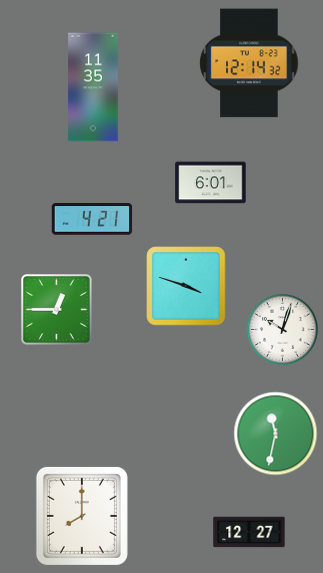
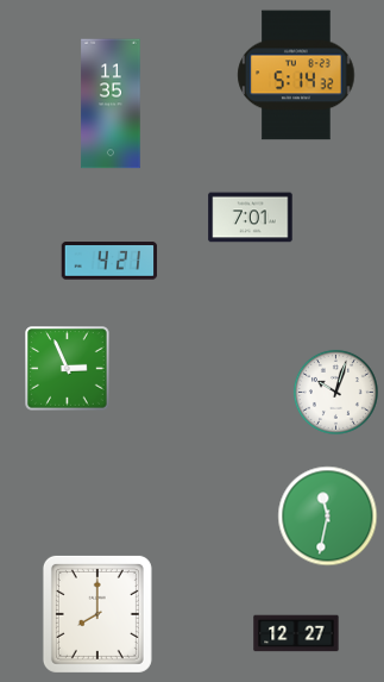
clock at (249, 63): 12:14 -> 5:14
clock at (211, 183): 6:01 -> 7:01
clock at (186, 286): 3:48 -> none
clock at (57, 310): 12:45 -> 2:56
